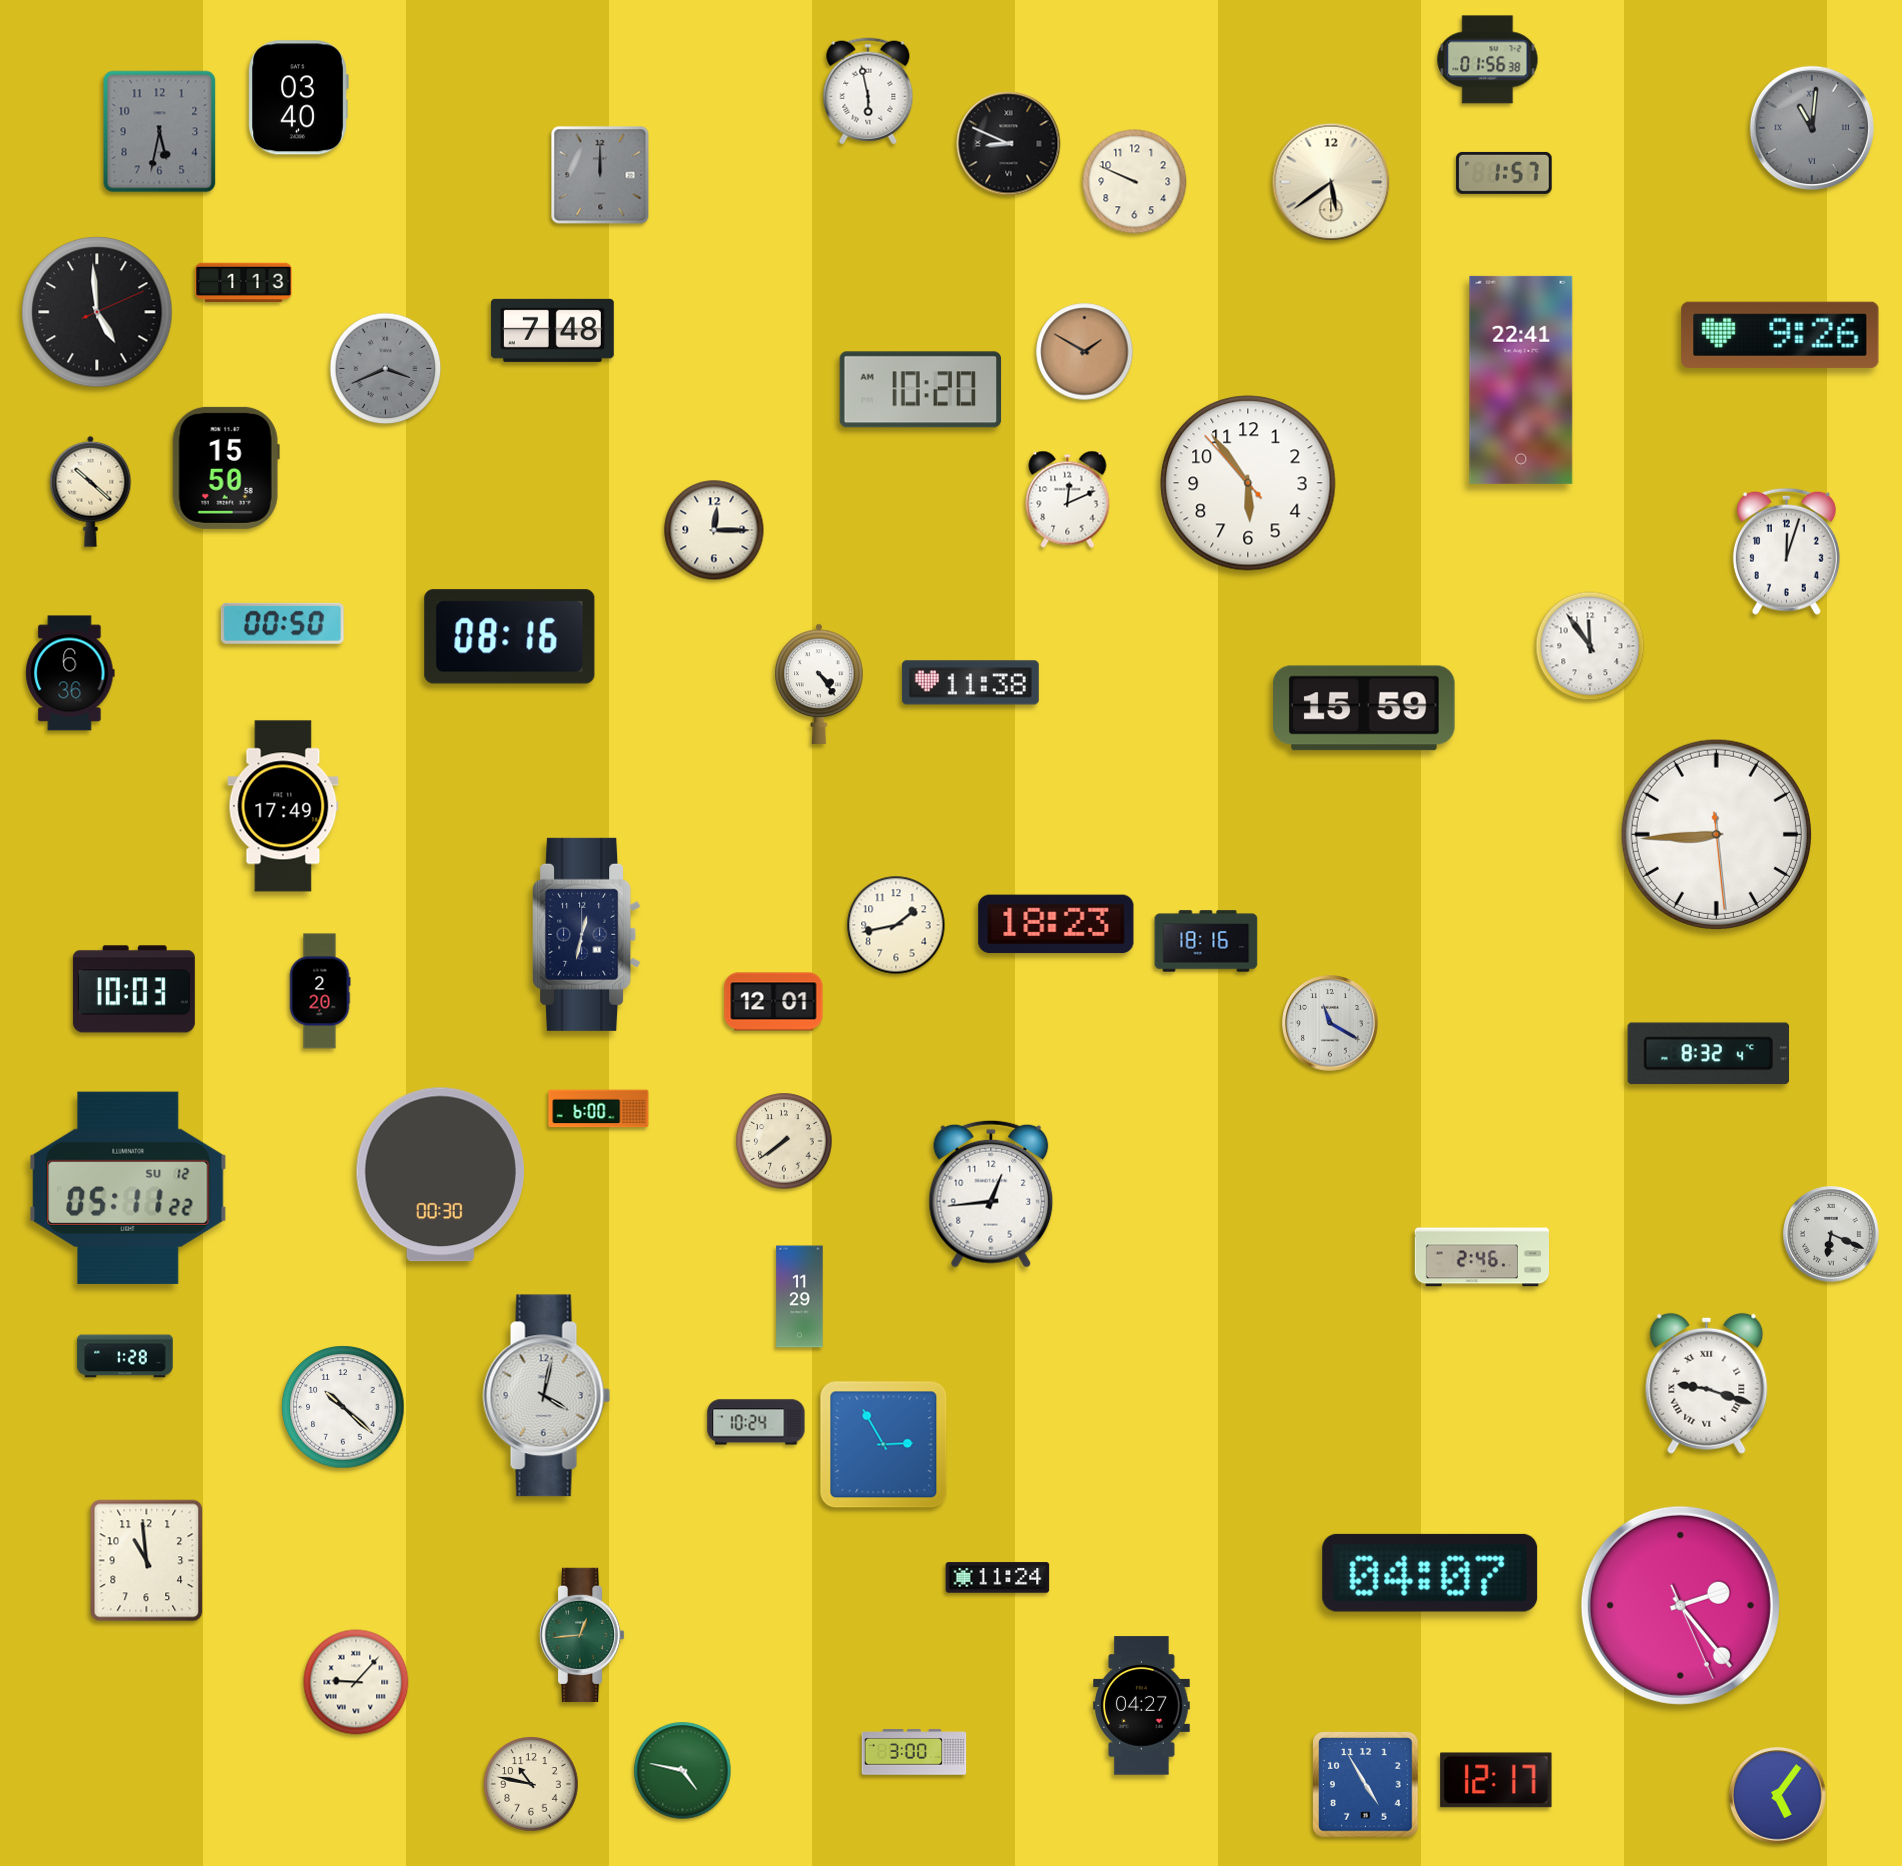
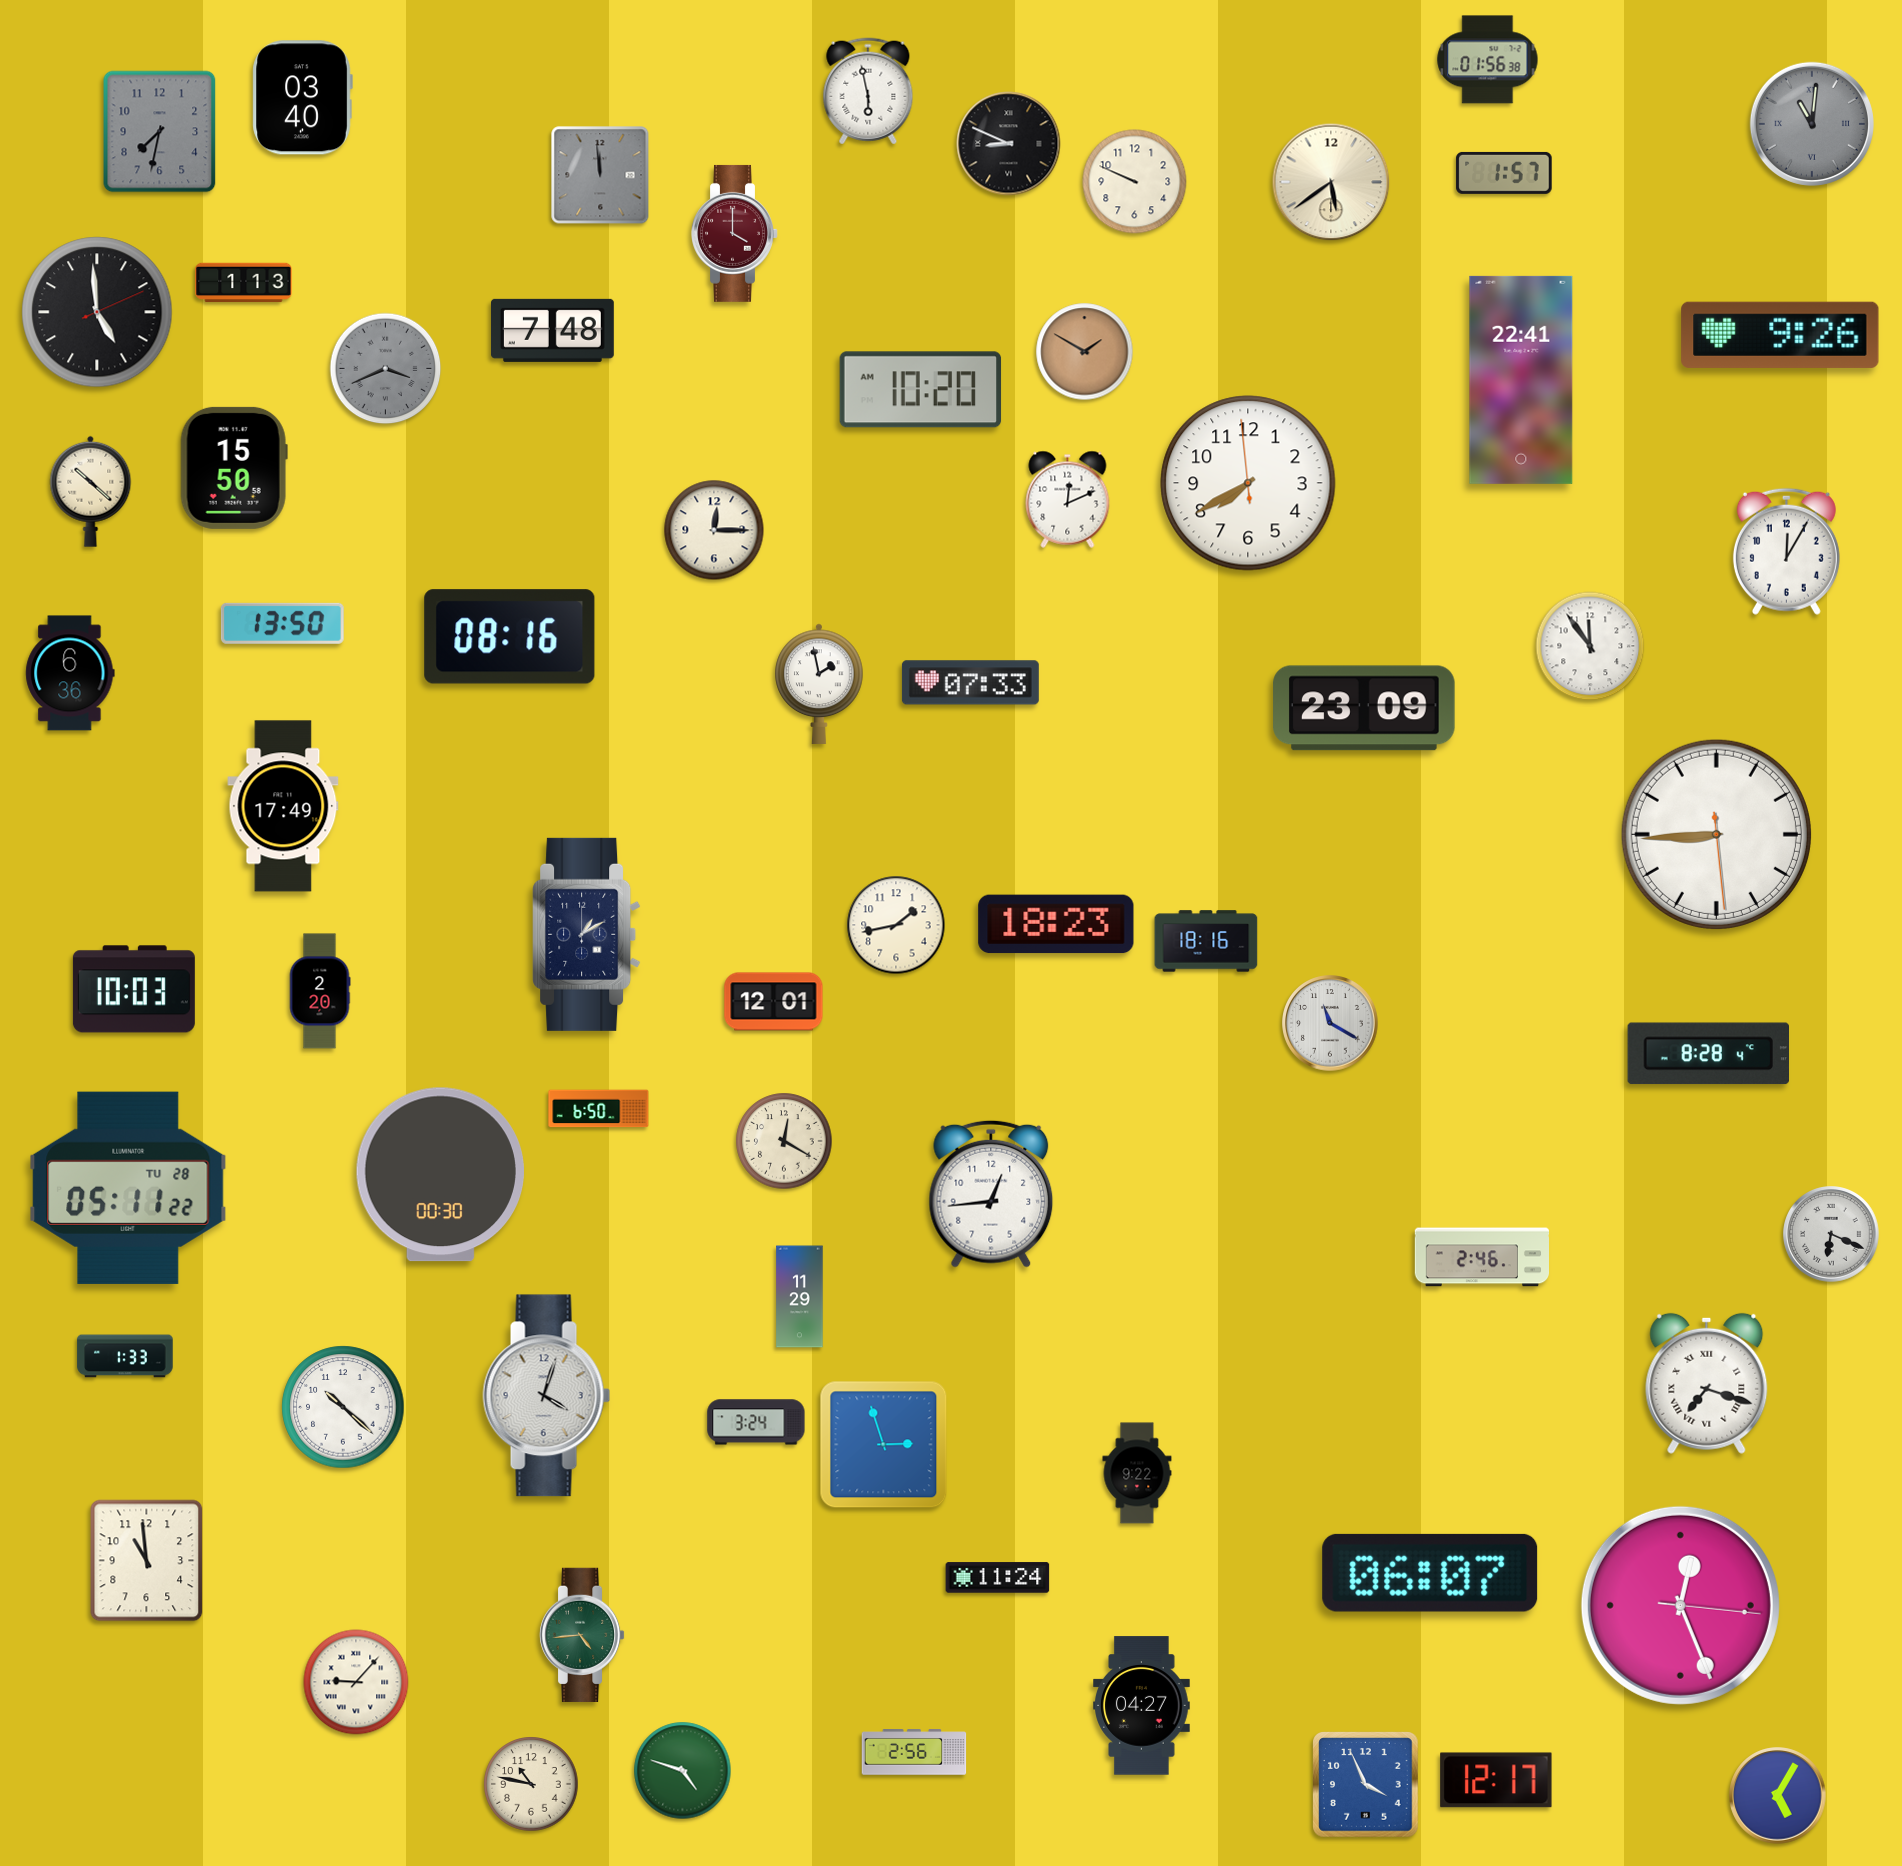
clock at (298, 98) position: (298, 98) -> (302, 98)
clock at (1812, 128) position: (1812, 128) -> (1812, 124)
clock at (160, 132): 5:32 -> 7:32
clock at (600, 175): 12:00 -> 11:59
clock at (735, 233): none -> 4:00
clock at (226, 468) position: (226, 468) -> (234, 468)
clock at (1248, 483): 5:53 -> 7:39
clock at (1786, 551): 12:03 -> 12:05
clock at (282, 623): 00:50 -> 13:50
clock at (970, 683): 11:38 -> 07:33
clock at (819, 684): 4:24 -> 1:58
clock at (1364, 708): 15:59 -> 23:09
clock at (587, 934): 12:32 -> 1:10
clock at (1708, 1054): 8:32 -> 8:28
clock at (599, 1109): 6:00 -> 6:50
clock at (784, 1141): 7:39 -> 12:20
clock at (128, 1188) date: SU 12 -> TU 28
clock at (125, 1356): 1:28 -> 1:33
clock at (1707, 1383): 9:18 -> 7:18
clock at (547, 1396): 4:02 -> 4:03
clock at (756, 1422): 10:24 -> 3:24
clock at (884, 1445): 2:55 -> 2:57
clock at (1137, 1473): none -> 9:22
clock at (1430, 1573): 04:07 -> 06:07
clock at (1680, 1605): 2:23 -> 12:26
clock at (582, 1635): 12:44 -> 4:44
clock at (914, 1752): 3:00 -> 2:56
clock at (683, 1771): 4:47 -> 4:48
clock at (1366, 1785): 4:55 -> 3:56
clock at (1778, 1796): 5:06 -> 5:05
